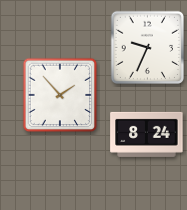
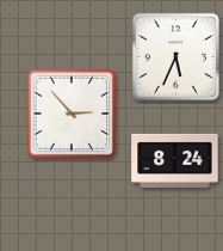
clock at (147, 47): 9:34 -> 5:34
clock at (60, 95): 1:53 -> 2:53
